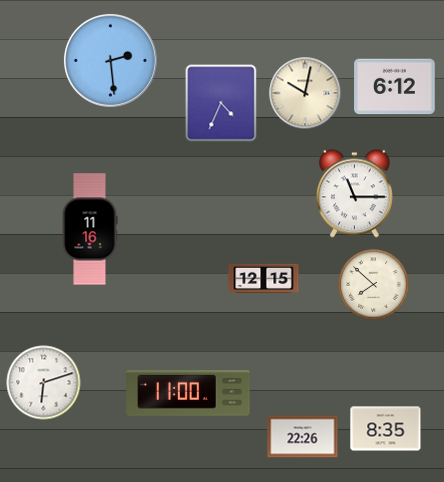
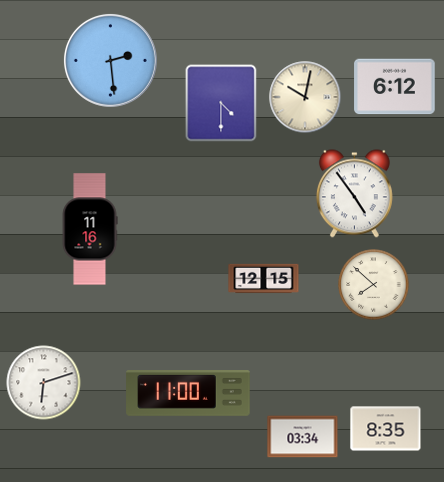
clock at (305, 93) position: (305, 93) -> (305, 97)
clock at (221, 103): 4:34 -> 4:30
clock at (354, 194): 11:15 -> 4:54
clock at (303, 437): 22:26 -> 03:34
